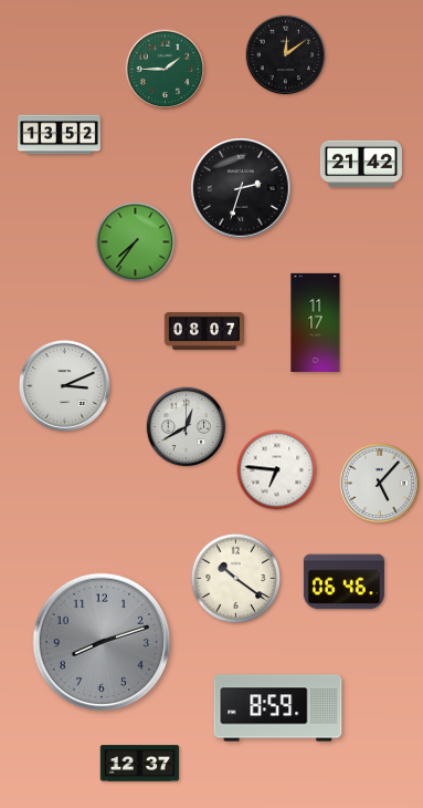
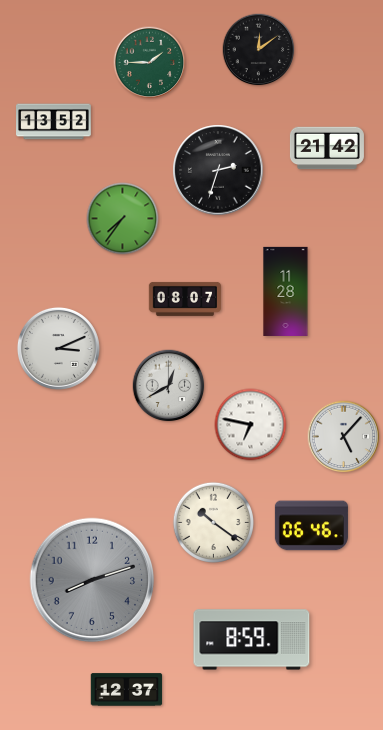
clock at (316, 322): 11:17 -> 11:28
clock at (277, 470): 6:46 -> 6:47
